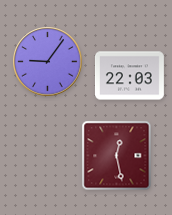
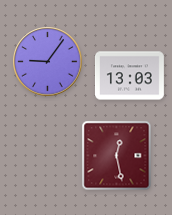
clock at (129, 76): 22:03 -> 13:03
